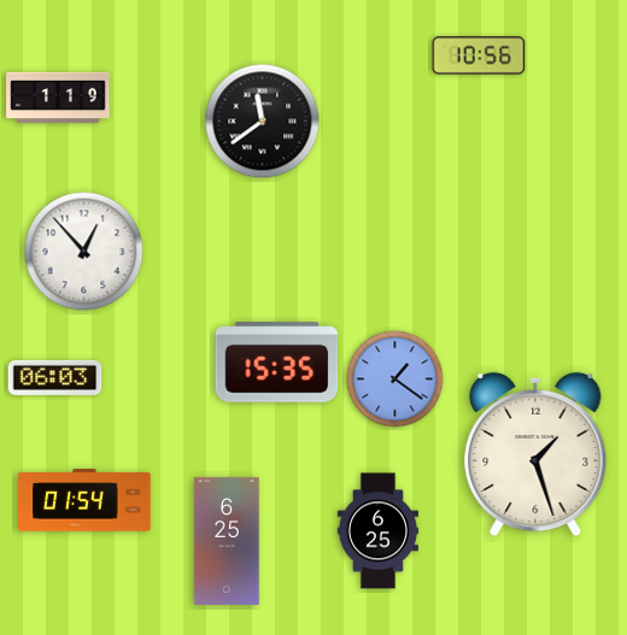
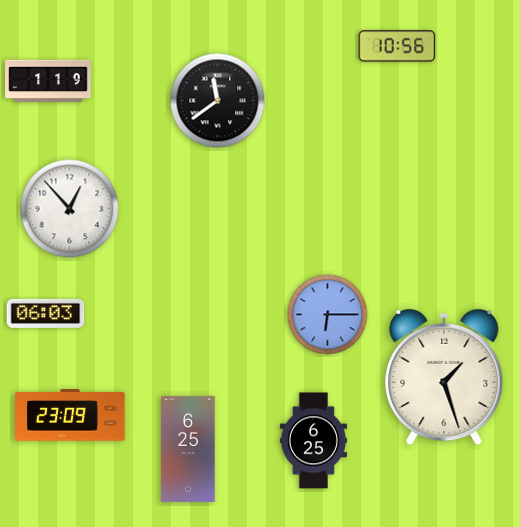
clock at (277, 363): 15:35 -> none
clock at (395, 380): 1:21 -> 6:15
clock at (84, 500): 01:54 -> 23:09
